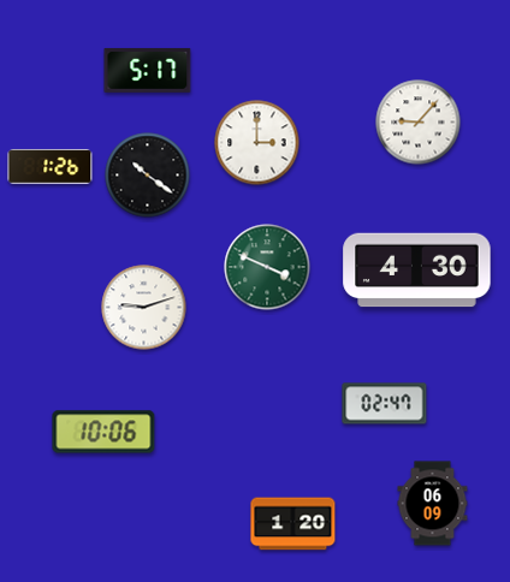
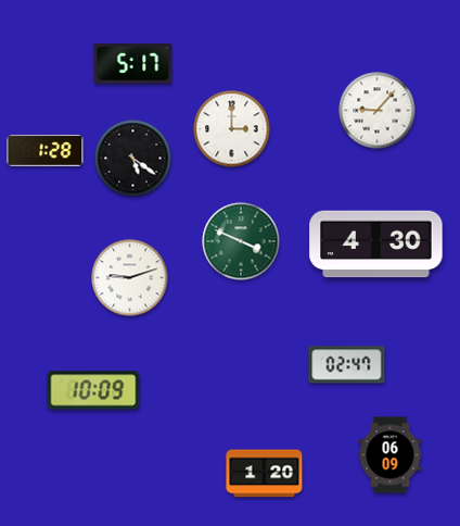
clock at (51, 166): 1:26 -> 1:28
clock at (148, 176): 10:21 -> 5:21
clock at (103, 432): 10:06 -> 10:09
